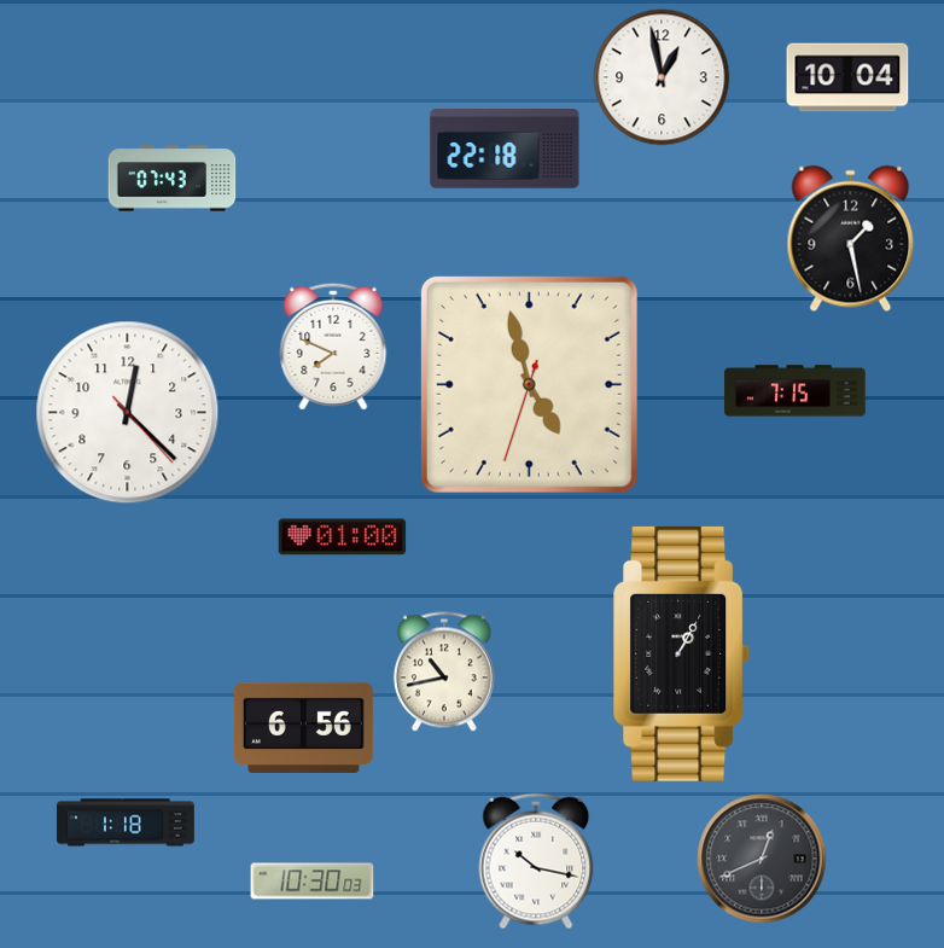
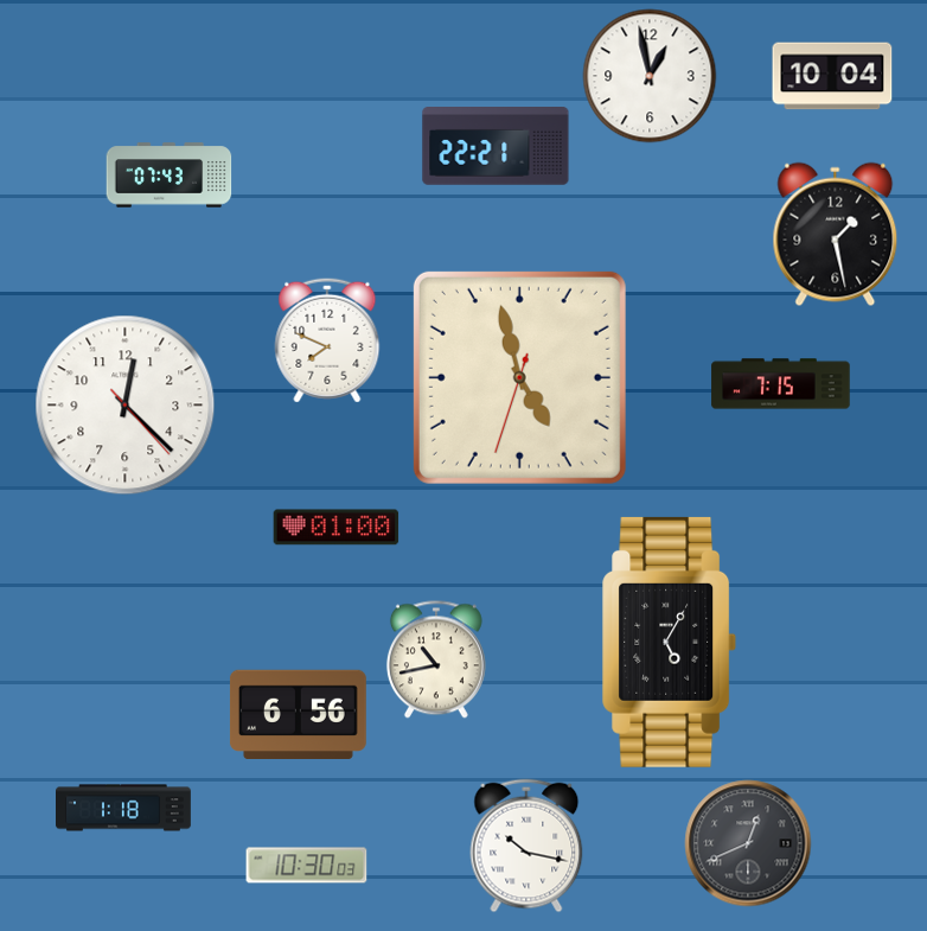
clock at (505, 150): 22:18 -> 22:21
clock at (682, 653): 1:05 -> 5:05
